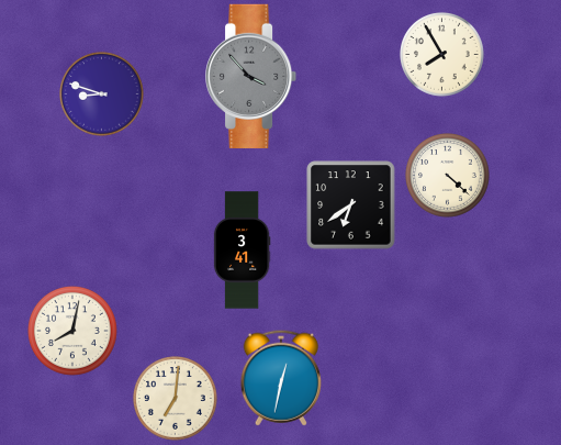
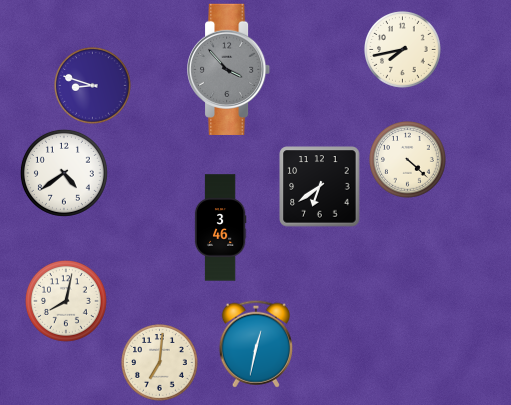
clock at (442, 55): 7:55 -> 7:43
clock at (64, 173): none -> 4:39
clock at (242, 251): 3:41 -> 3:46
